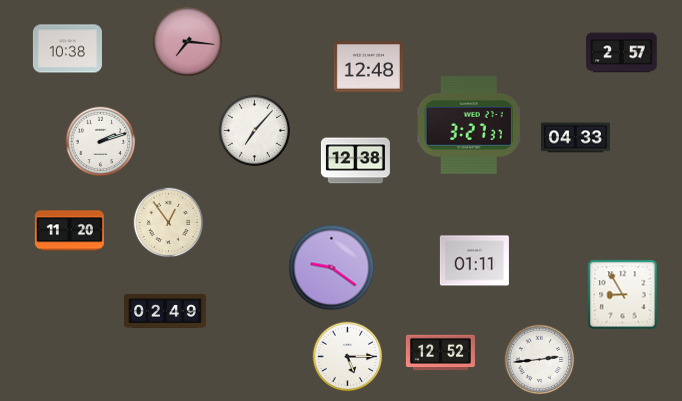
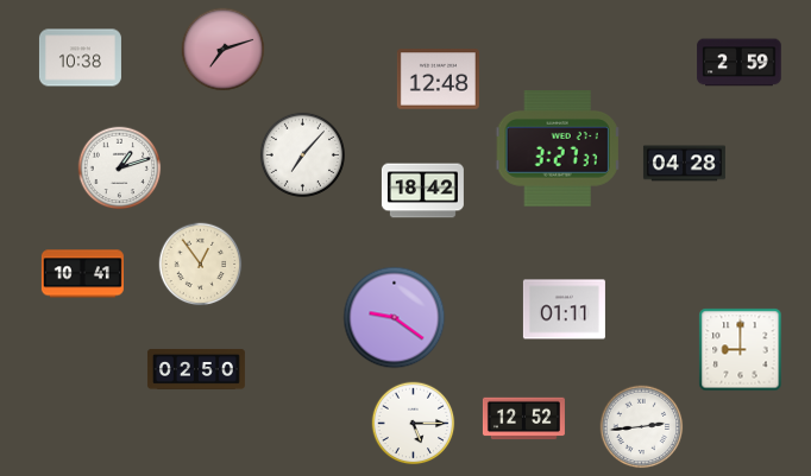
clock at (188, 42): 7:16 -> 7:12
clock at (622, 53): 2:57 -> 2:59
clock at (575, 138): 04:33 -> 04:28
clock at (101, 142): 2:12 -> 1:12
clock at (355, 161): 12:38 -> 18:42
clock at (69, 231): 11:20 -> 10:41
clock at (623, 295): 8:55 -> 9:00
clock at (165, 311): 02:49 -> 02:50
